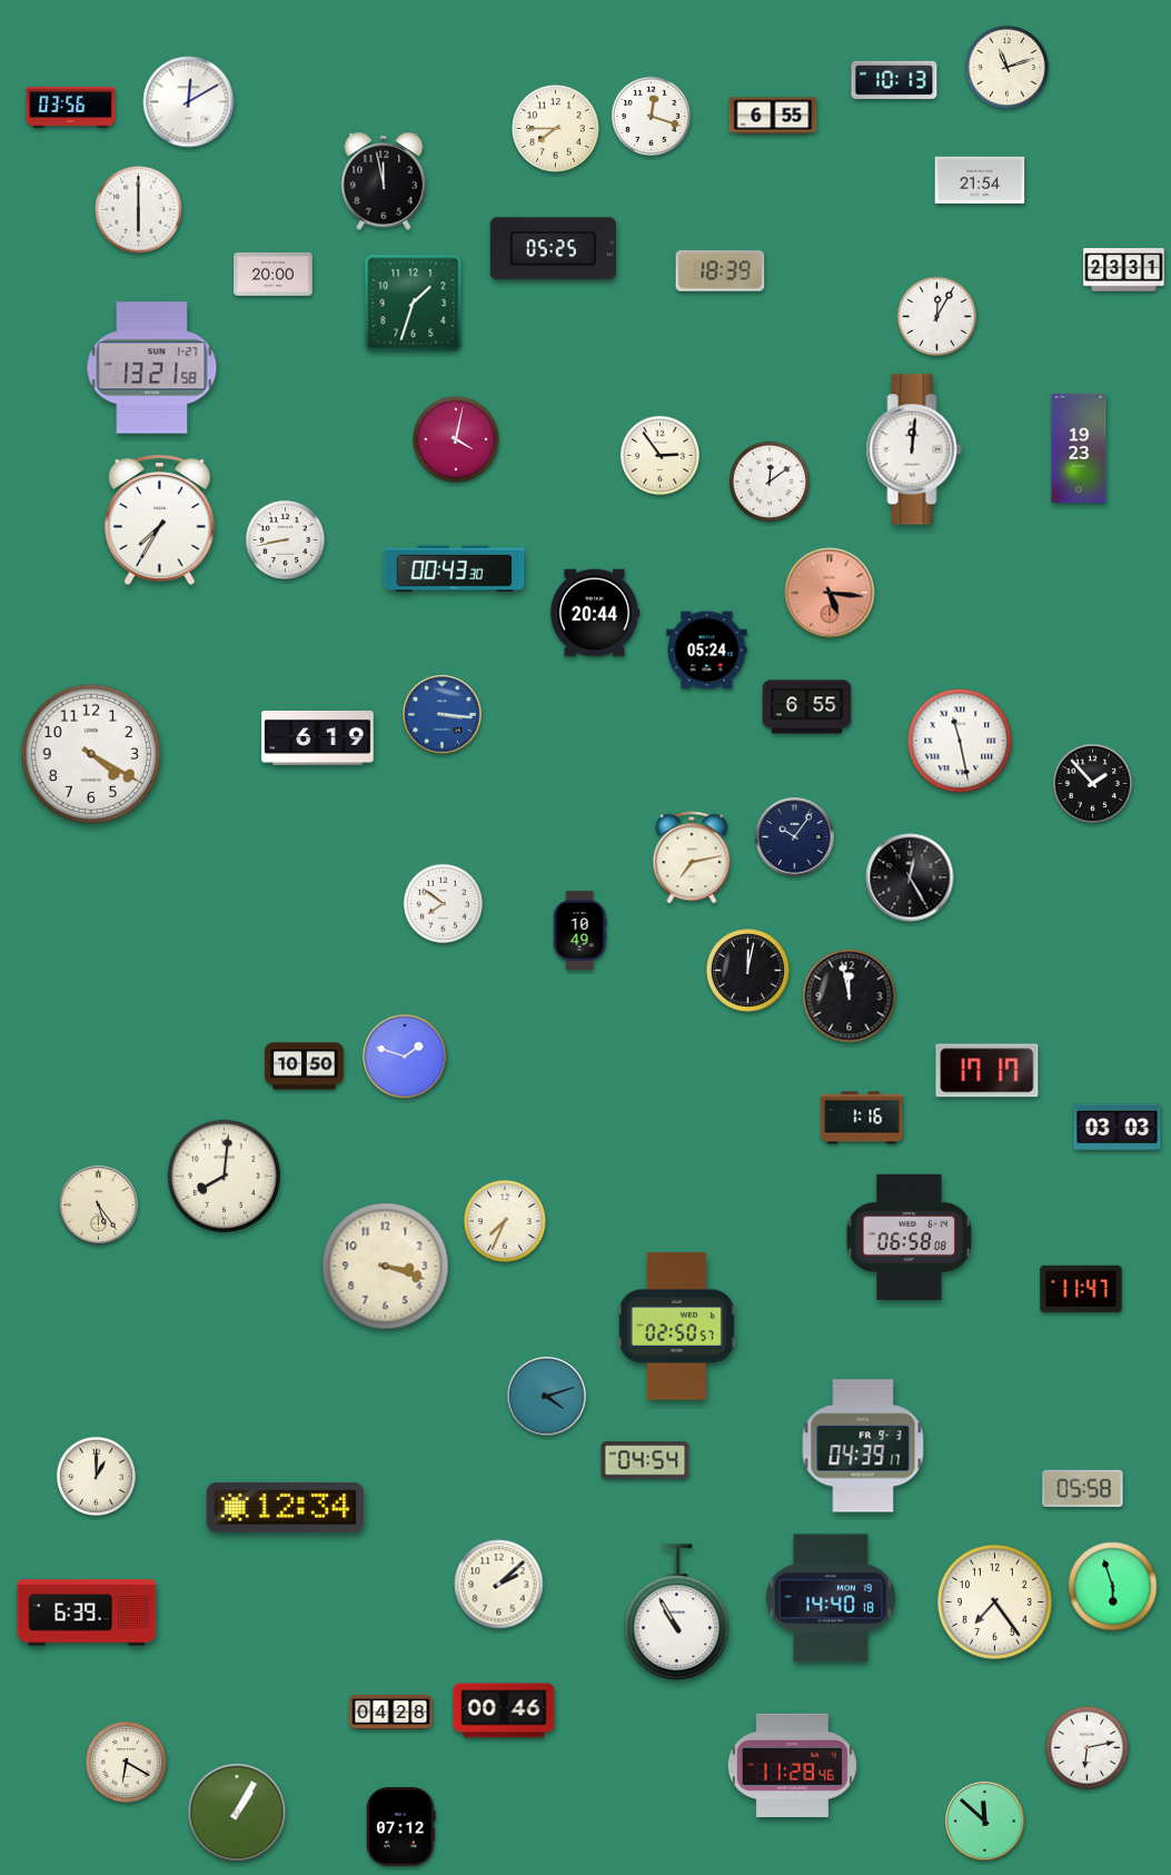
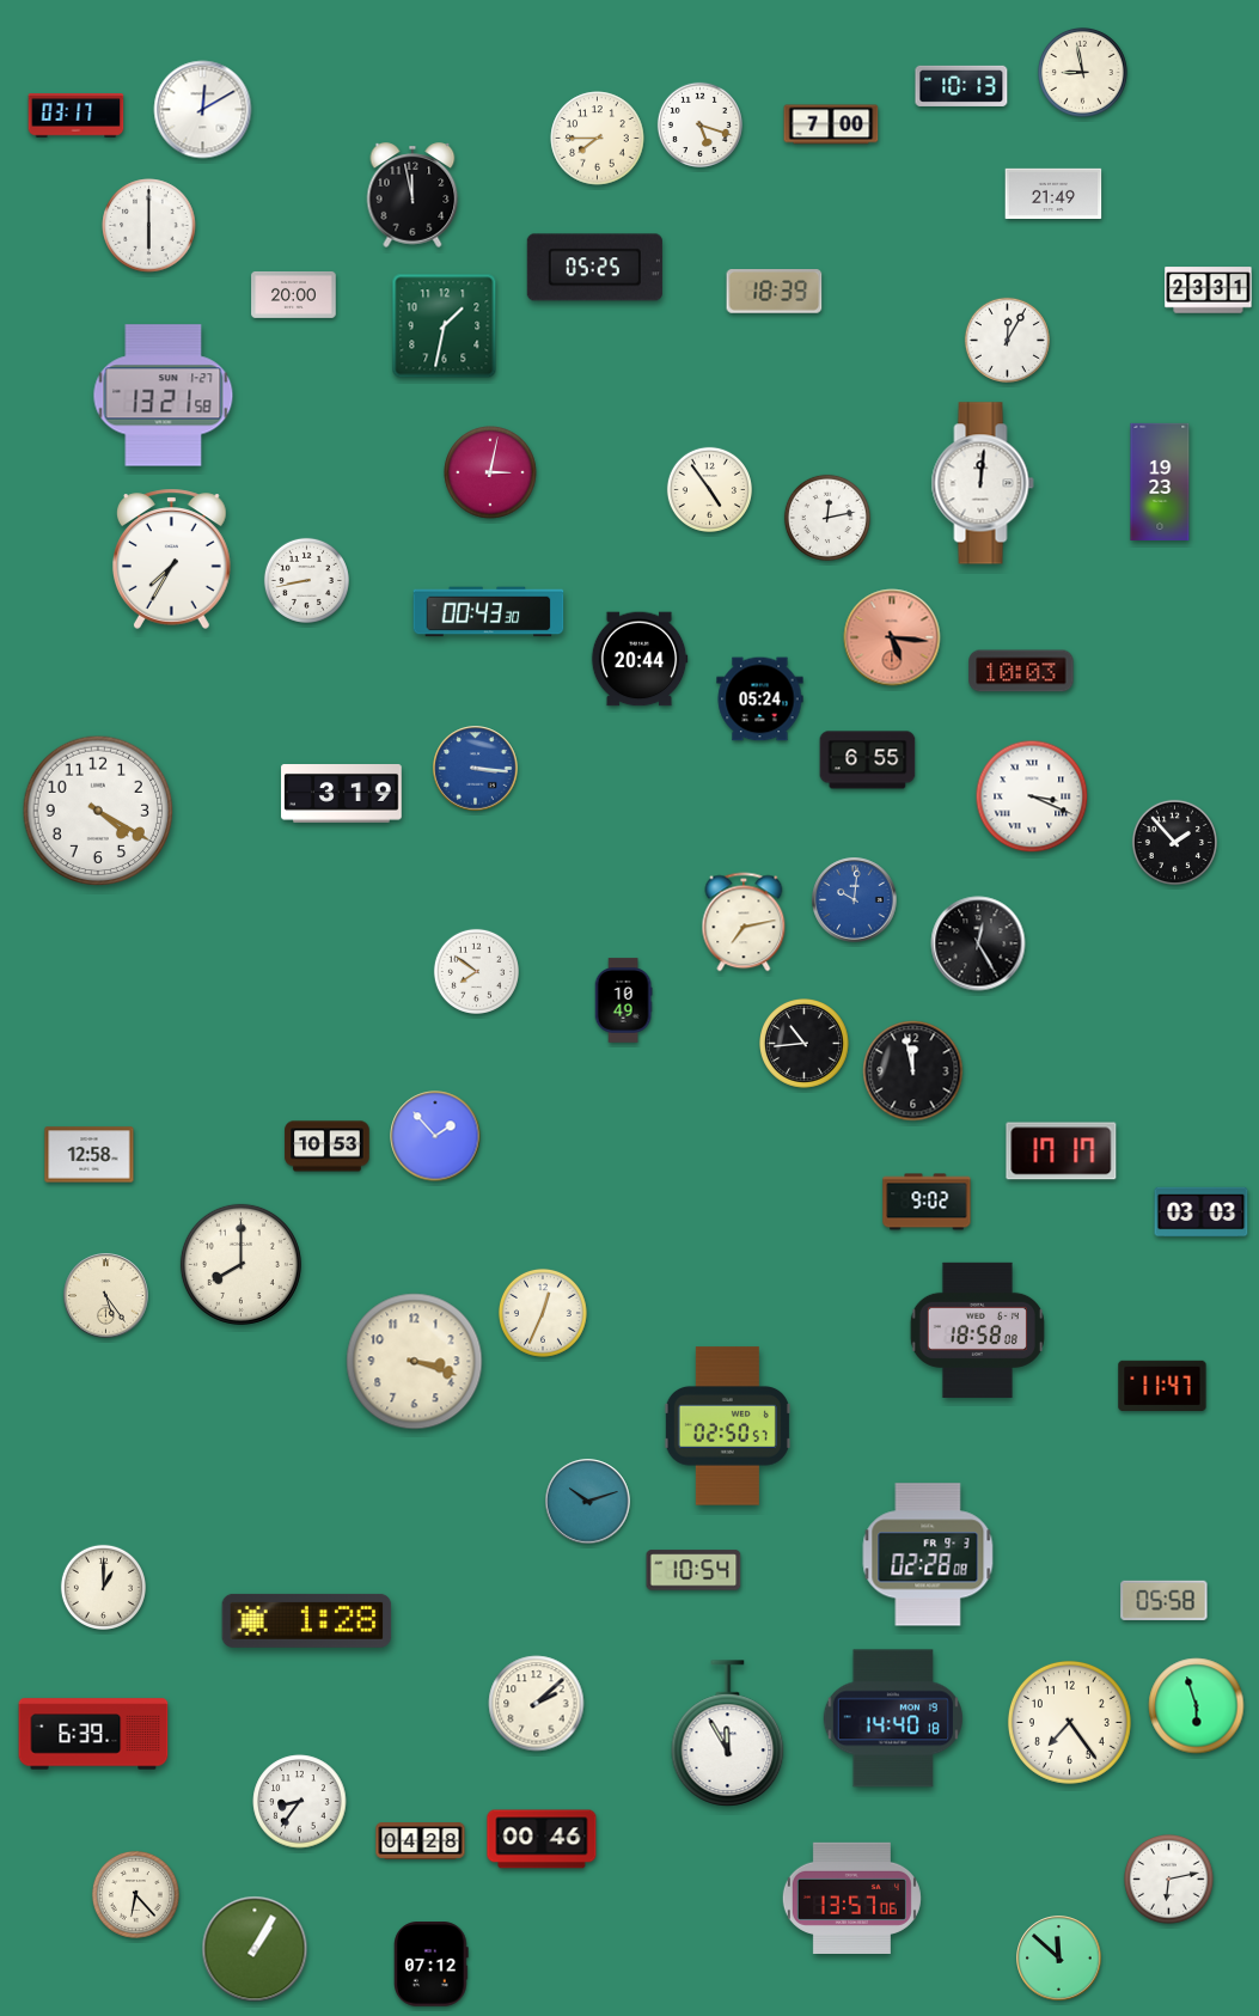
clock at (1008, 68): 11:12 -> 8:58
clock at (71, 108): 03:56 -> 03:17
clock at (651, 116): 12:18 -> 5:18
clock at (773, 116): 6:55 -> 7:00
clock at (980, 179): 21:54 -> 21:49
clock at (414, 304): 1:33 -> 1:32
clock at (456, 439): 4:02 -> 3:02
clock at (659, 455): 2:54 -> 4:54
clock at (770, 482): 12:09 -> 12:13
clock at (1021, 671): none -> 10:03
clock at (318, 738): 6:19 -> 3:19
clock at (960, 741): 11:28 -> 3:19
clock at (795, 837): 10:06 -> 10:01
clock at (795, 837) dial: navy -> blue
clock at (748, 971): 12:02 -> 10:44
clock at (405, 1056): 1:48 -> 1:53
clock at (305, 1067): 10:50 -> 10:53
clock at (90, 1155): none -> 12:58
clock at (862, 1118): 1:16 -> 9:02
clock at (224, 1175): 8:01 -> 8:00
clock at (505, 1221): 7:34 -> 12:34
clock at (909, 1237): 06:58 -> 18:58
clock at (547, 1397): 4:12 -> 10:12
clock at (863, 1446): 04:39 -> 02:28
clock at (645, 1460): 04:54 -> 10:54
clock at (286, 1507): 12:34 -> 1:28
clock at (677, 1613): 10:55 -> 11:55
clock at (300, 1802): none -> 8:36
clock at (126, 1762): 6:20 -> 6:23
clock at (792, 1765): 11:28 -> 13:57
